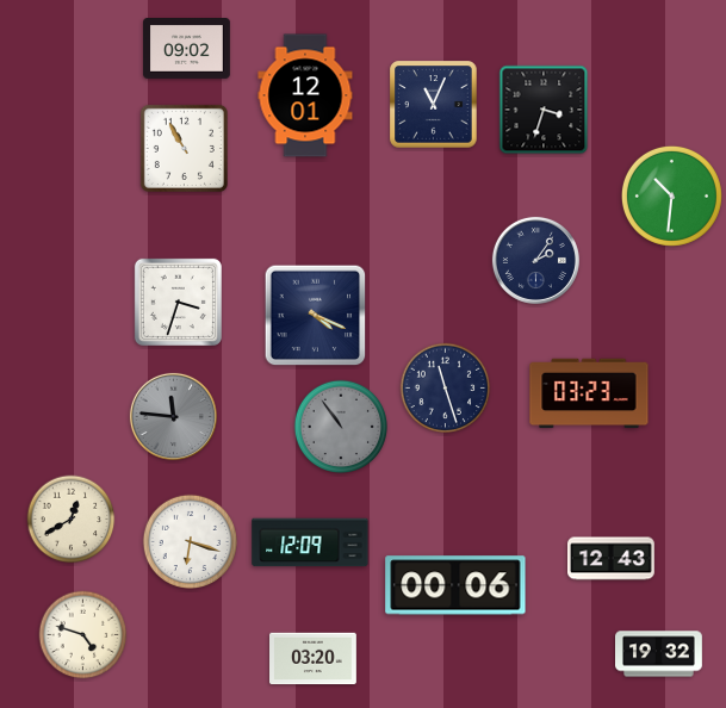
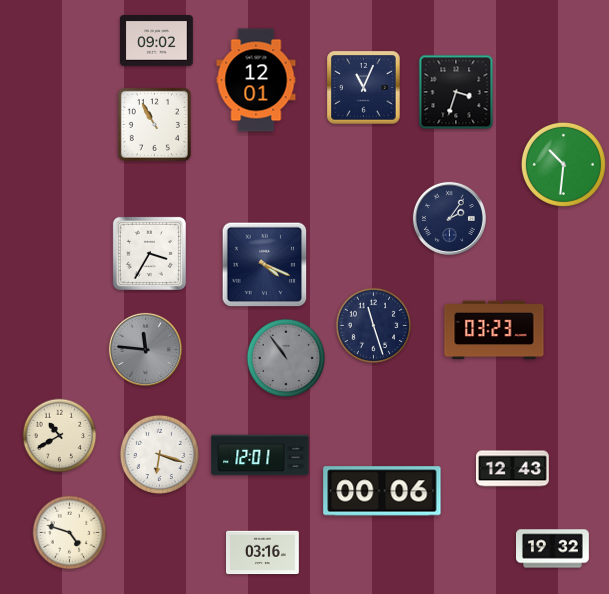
clock at (178, 302): 3:33 -> 3:35
clock at (72, 520): 12:40 -> 10:40
clock at (310, 542): 12:09 -> 12:01
clock at (314, 659): 03:20 -> 03:16
